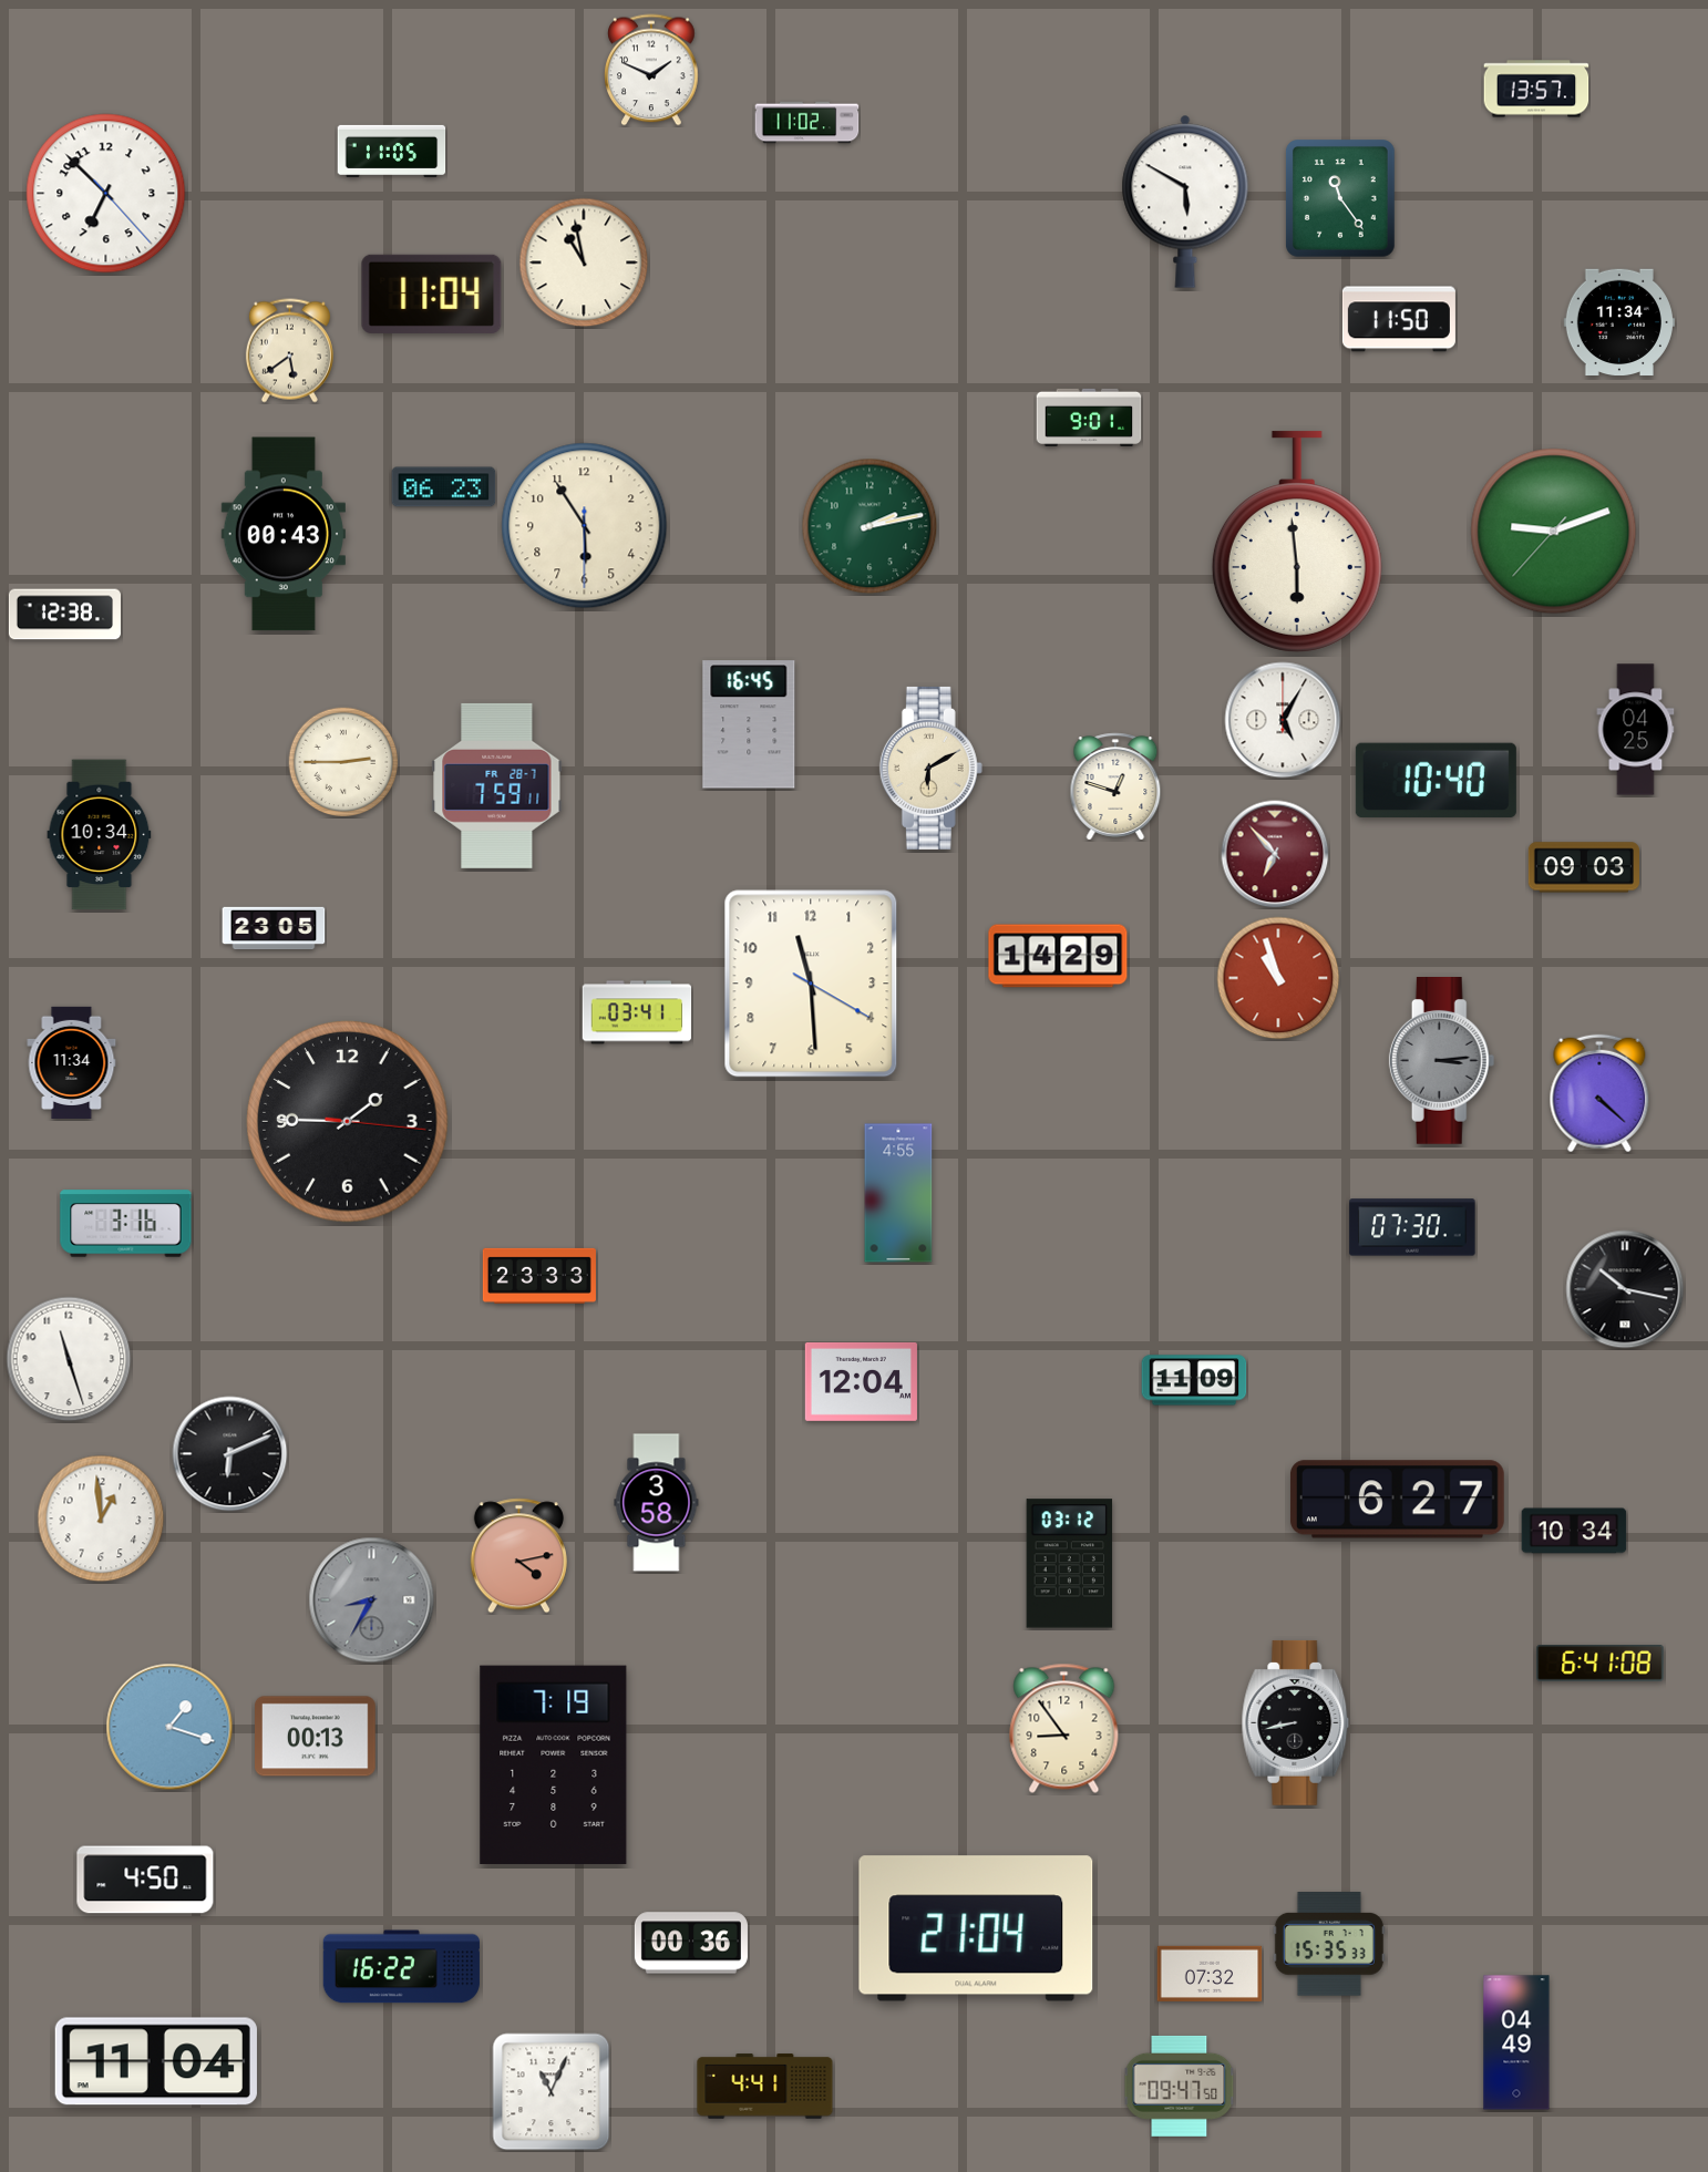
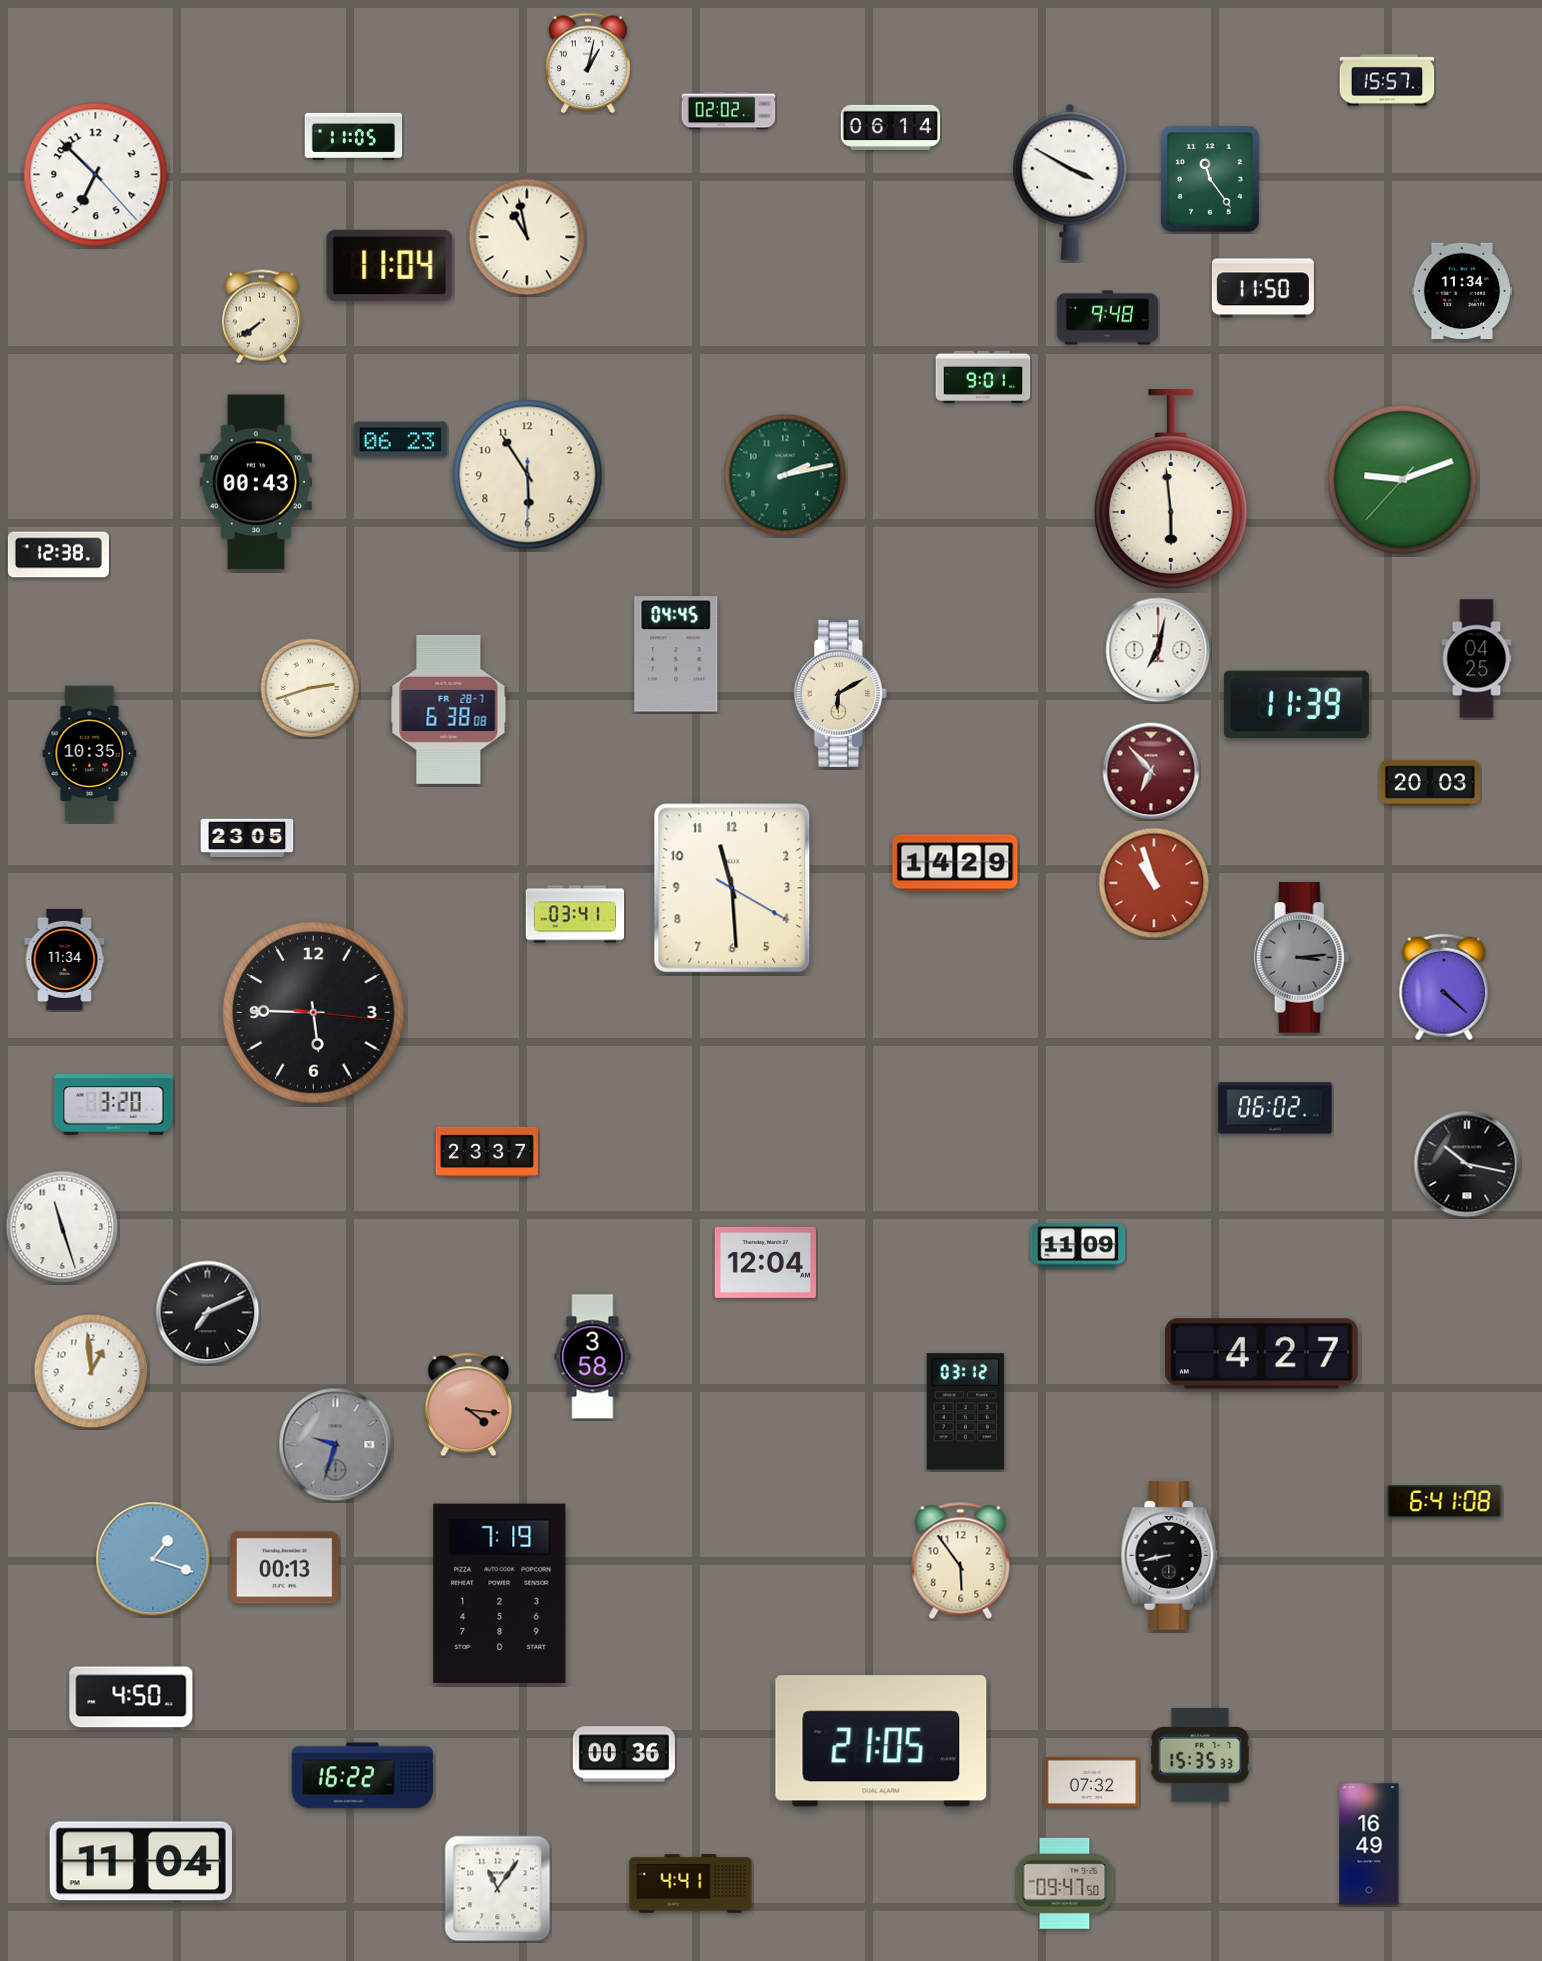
clock at (651, 70): 1:49 -> 1:02
clock at (1536, 89): 13:57 -> 15:57
clock at (807, 123): 11:02 -> 02:02
clock at (891, 127): none -> 06:14
clock at (1185, 202): 5:50 -> 3:50
clock at (289, 351): 5:39 -> 7:39
clock at (1107, 318): none -> 9:48
clock at (1283, 720): 5:05 -> 7:02
clock at (749, 724): 16:45 -> 04:45
clock at (343, 762): 2:45 -> 2:42
clock at (1436, 781): 10:40 -> 11:39
clock at (497, 785): 7:59 -> 6:38
clock at (1115, 786): 12:48 -> none
clock at (100, 835): 10:34 -> 10:35
clock at (1584, 867): 09:03 -> 20:03
clock at (348, 1122): 1:45 -> 5:45
clock at (898, 1193): 4:55 -> none
clock at (126, 1224): 3:16 -> 3:20
clock at (1412, 1227): 07:30 -> 06:02
clock at (539, 1276): 23:33 -> 23:37
clock at (861, 1381) position: (861, 1381) -> (765, 1262)
clock at (230, 1454): 6:11 -> 7:11
clock at (1397, 1500): 6:27 -> 4:27
clock at (1574, 1531): 10:34 -> none
clock at (518, 1556): 4:13 -> 4:16
clock at (372, 1600): 8:35 -> 9:33
clock at (1064, 1728): 8:54 -> 5:54
clock at (976, 1928): 21:04 -> 21:05
clock at (1516, 2042): 04:49 -> 16:49
clock at (552, 2092): 11:04 -> 11:06
